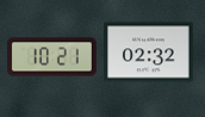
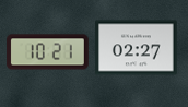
clock at (149, 53): 02:32 -> 02:27
